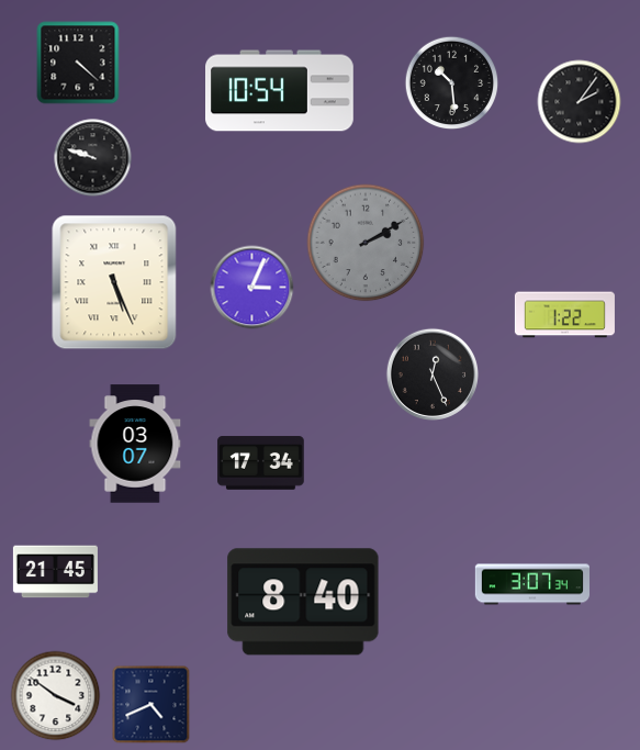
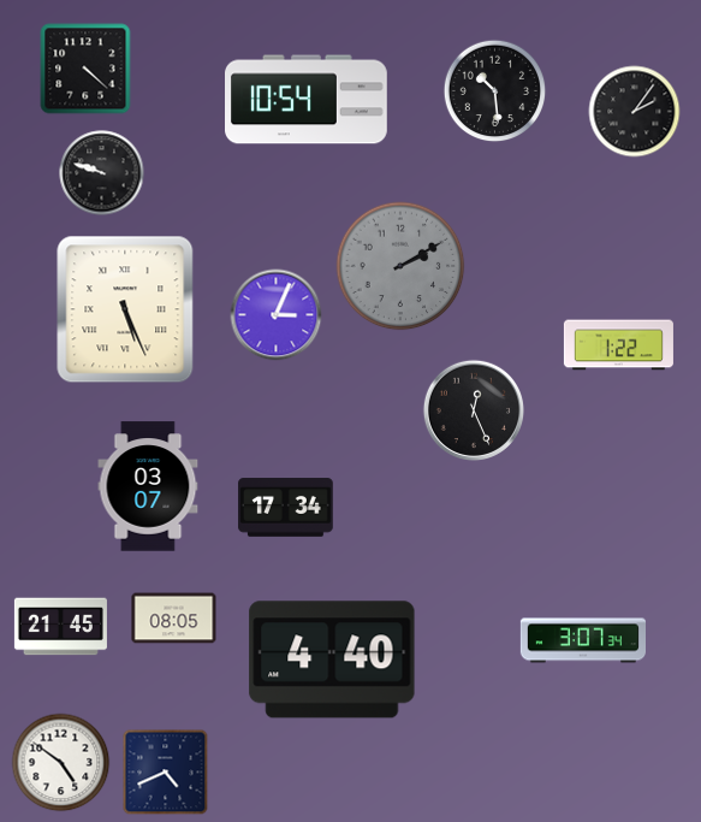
clock at (174, 619): none -> 08:05
clock at (303, 602): 8:40 -> 4:40
clock at (56, 696): 3:51 -> 4:51
